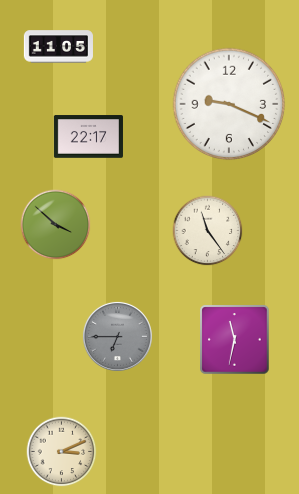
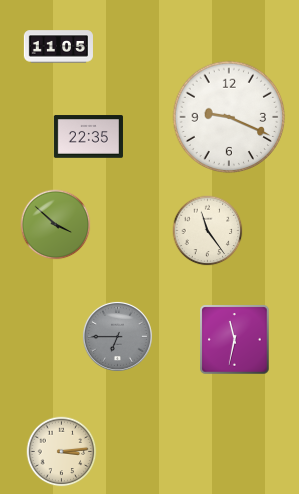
clock at (229, 104) position: (229, 104) -> (229, 117)
clock at (88, 137): 22:17 -> 22:35
clock at (62, 452): 3:11 -> 3:14
